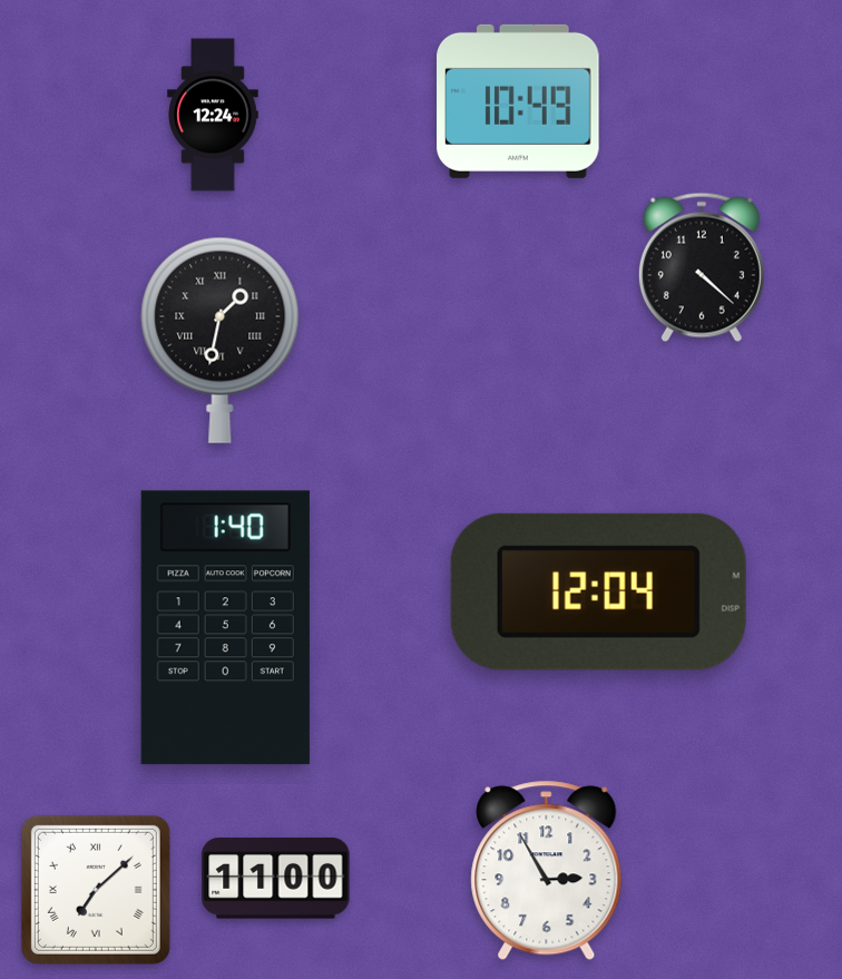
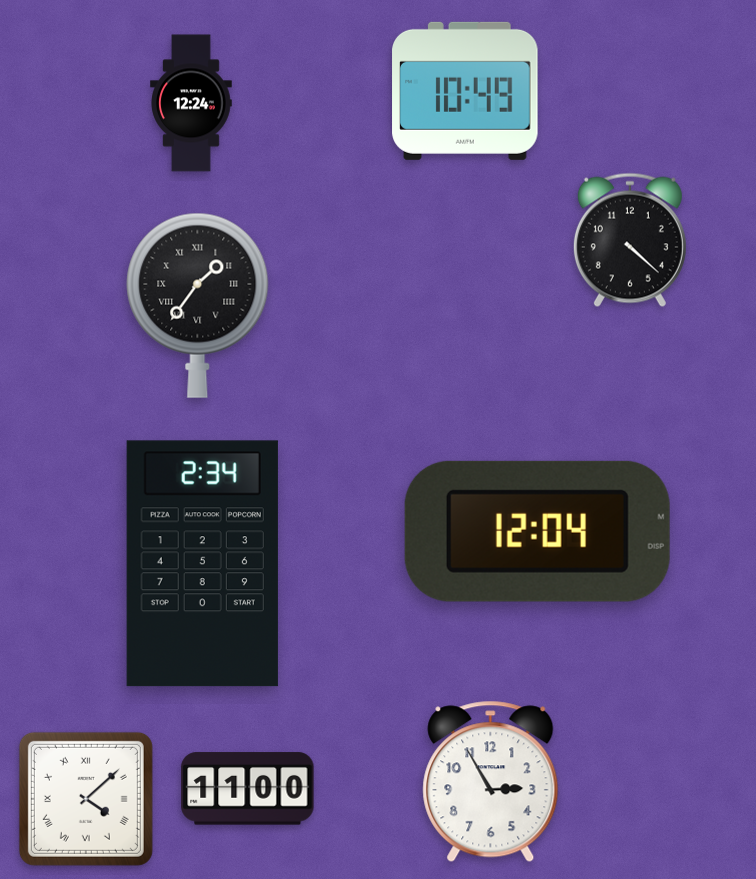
clock at (221, 340): 1:32 -> 1:36
clock at (225, 628): 1:40 -> 2:34
clock at (96, 890): 7:08 -> 4:08
